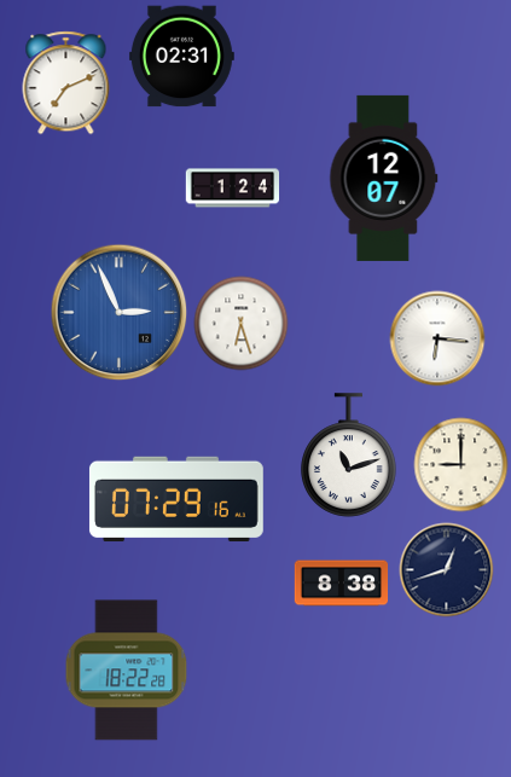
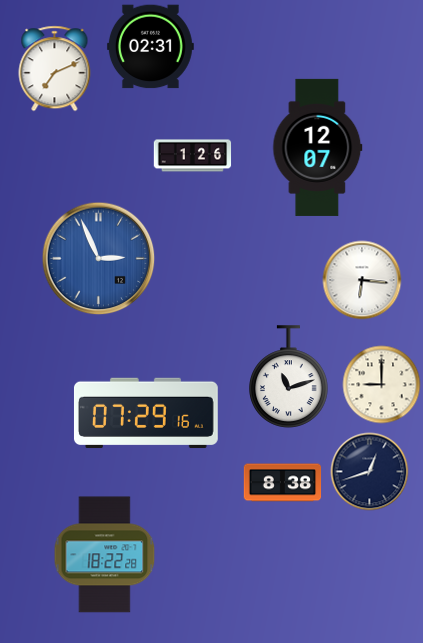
clock at (232, 189): 1:24 -> 1:26
clock at (240, 323): 6:27 -> none
